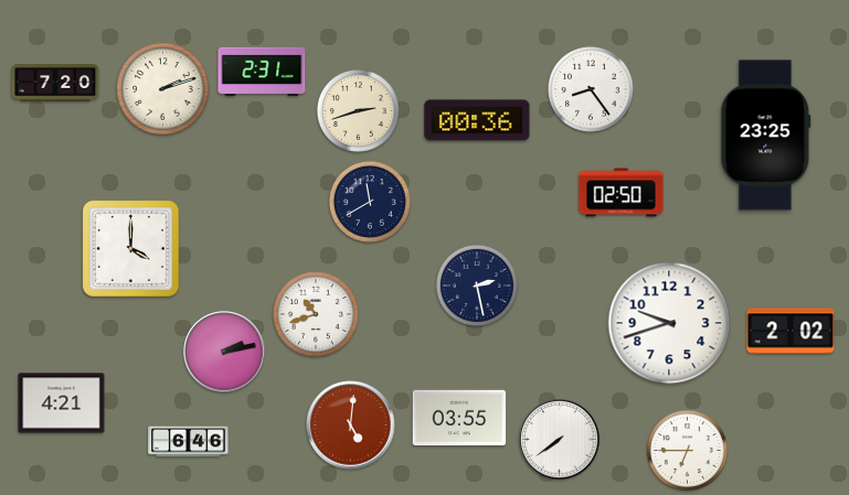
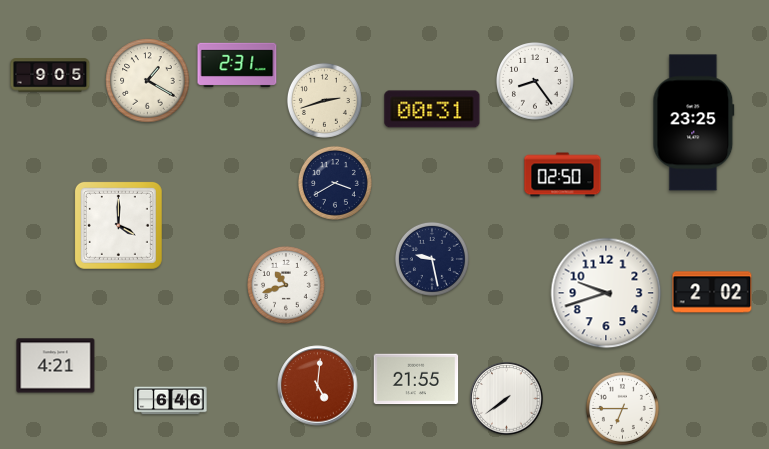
clock at (55, 83): 7:20 -> 9:05
clock at (163, 89): 2:12 -> 1:20
clock at (477, 120): 00:36 -> 00:31
clock at (370, 202): 11:40 -> 3:40
clock at (477, 286): 2:28 -> 9:28
clock at (790, 331) position: (790, 331) -> (712, 292)
clock at (224, 352): 2:13 -> none
clock at (459, 418): 03:55 -> 21:55
